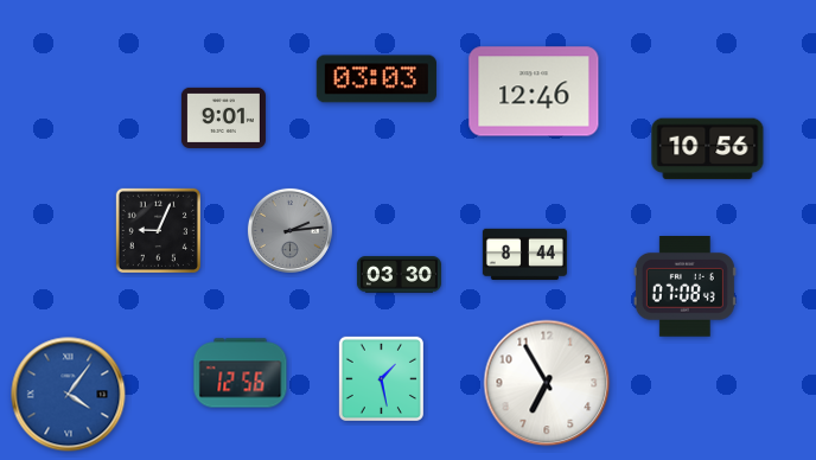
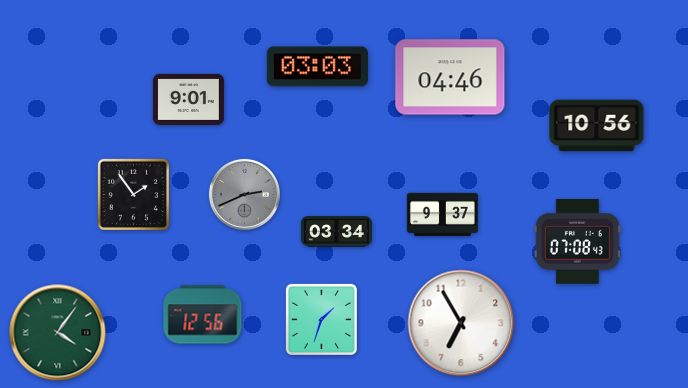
clock at (534, 91): 12:46 -> 04:46
clock at (158, 230): 9:04 -> 1:54
clock at (289, 230): 2:14 -> 2:41
clock at (524, 254): 8:44 -> 9:37
clock at (399, 275): 03:30 -> 03:34
clock at (381, 378): 1:28 -> 1:33
clock at (69, 395) dial: blue -> green
